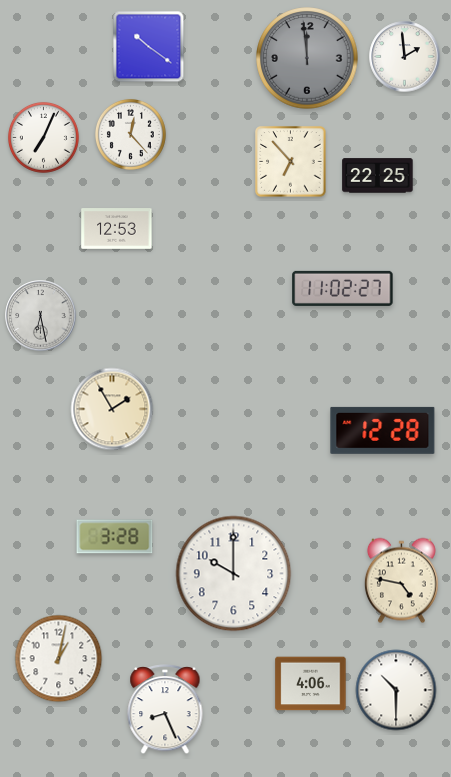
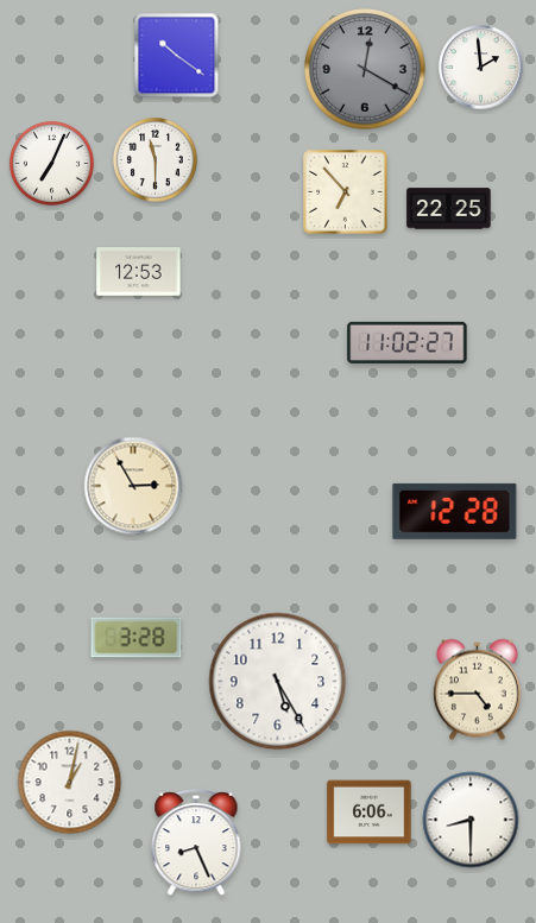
clock at (307, 58): 11:59 -> 12:20
clock at (130, 134): 12:23 -> 11:30
clock at (41, 316): 6:28 -> none
clock at (112, 409): 1:55 -> 2:55
clock at (234, 574): 10:00 -> 5:25
clock at (401, 581): 4:47 -> 4:45
clock at (311, 684): 4:06 -> 6:06
clock at (396, 690): 10:30 -> 8:30
